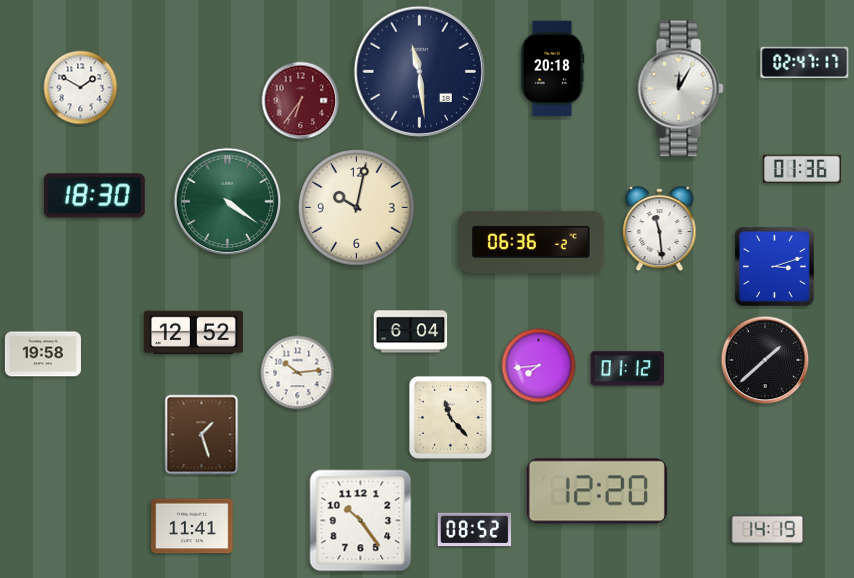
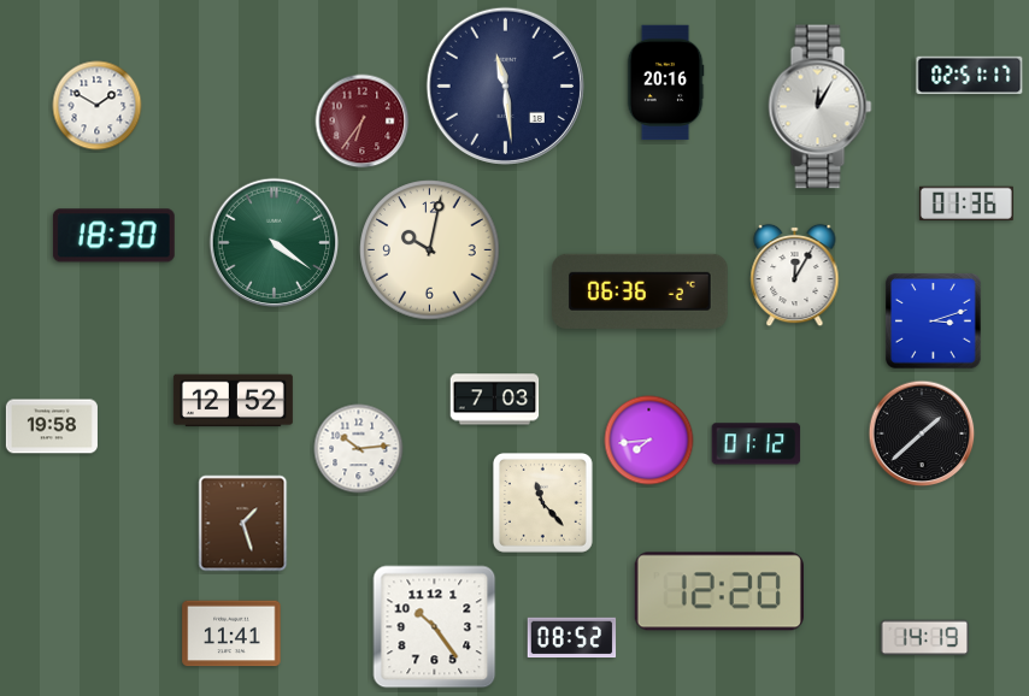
clock at (805, 63): 02:47 -> 02:51
clock at (552, 69): 20:18 -> 20:16
clock at (660, 229): 11:29 -> 12:05
clock at (411, 332): 6:04 -> 7:03
